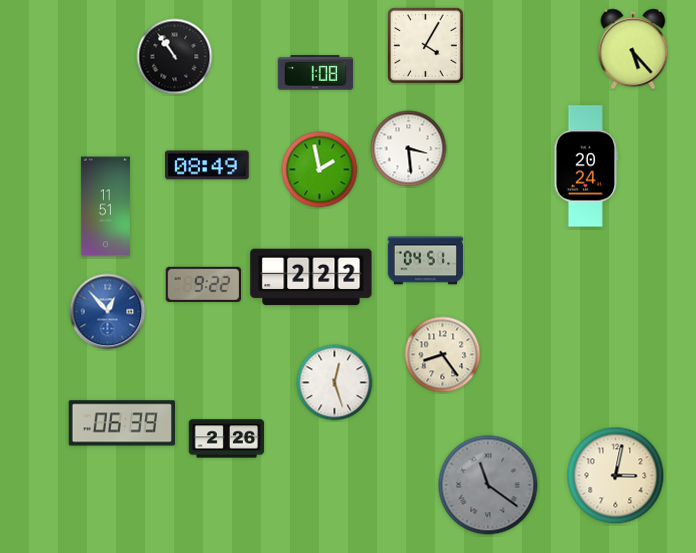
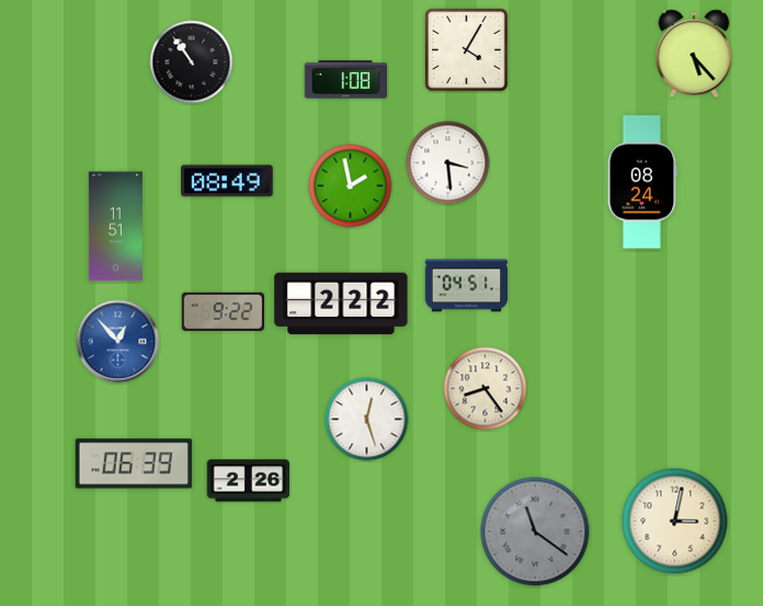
clock at (586, 166): 20:24 -> 08:24
